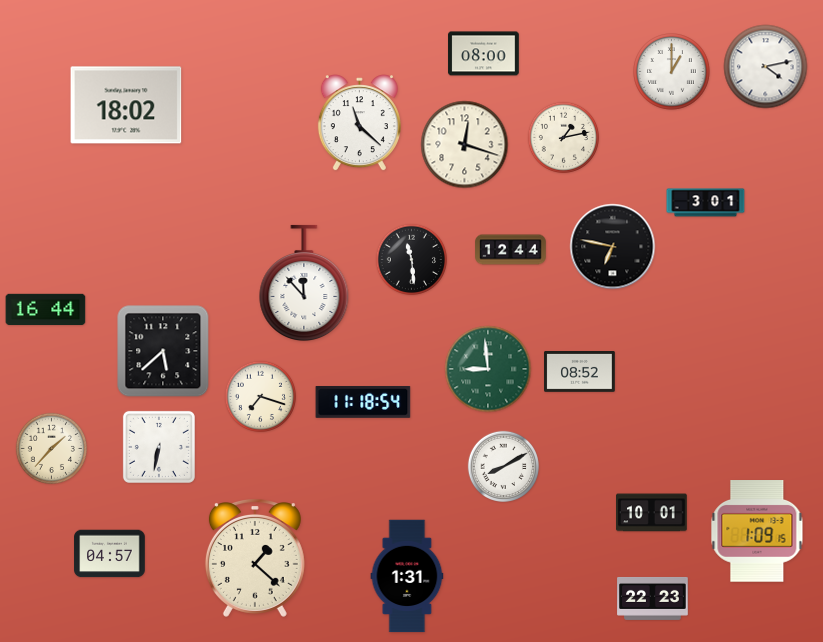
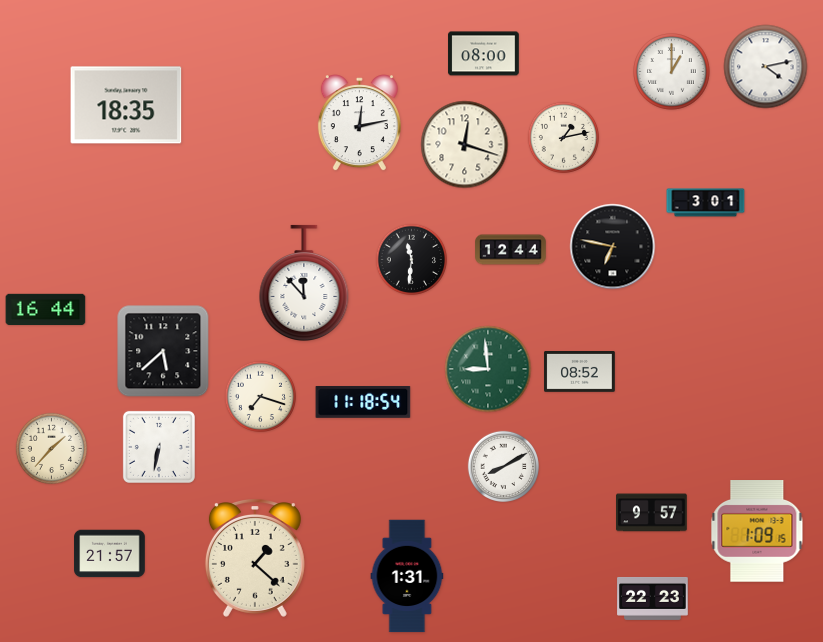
clock at (126, 105): 18:02 -> 18:35
clock at (359, 123): 11:22 -> 12:13
clock at (411, 259): 11:29 -> 11:31
clock at (652, 513): 10:01 -> 9:57
clock at (110, 554): 04:57 -> 21:57
